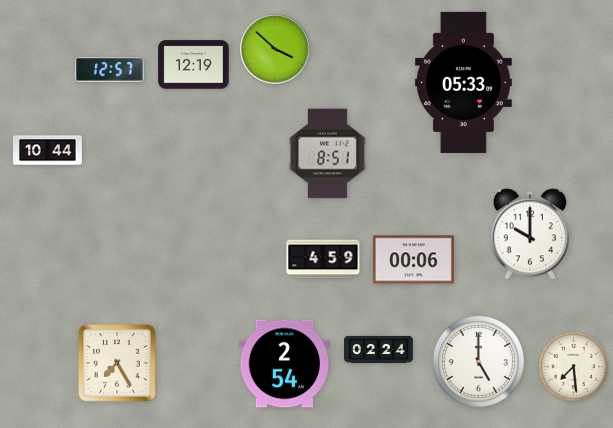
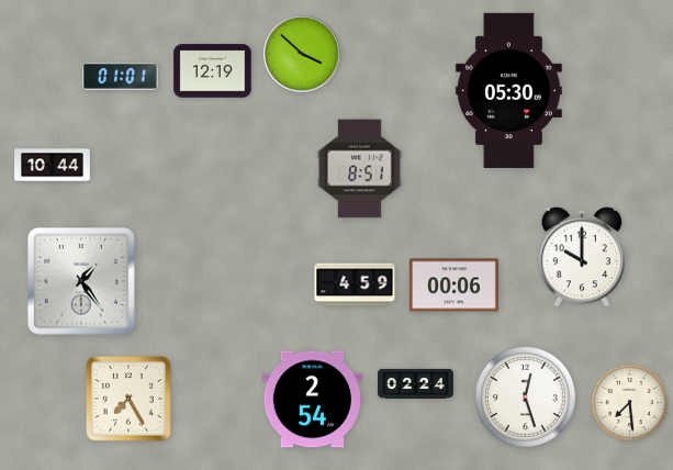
clock at (109, 69): 12:57 -> 01:01
clock at (463, 82): 05:33 -> 05:30
clock at (81, 281): none -> 1:24
clock at (478, 361): 5:00 -> 12:27
